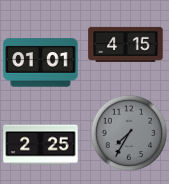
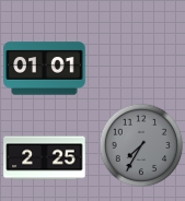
clock at (126, 44): 4:15 -> none
